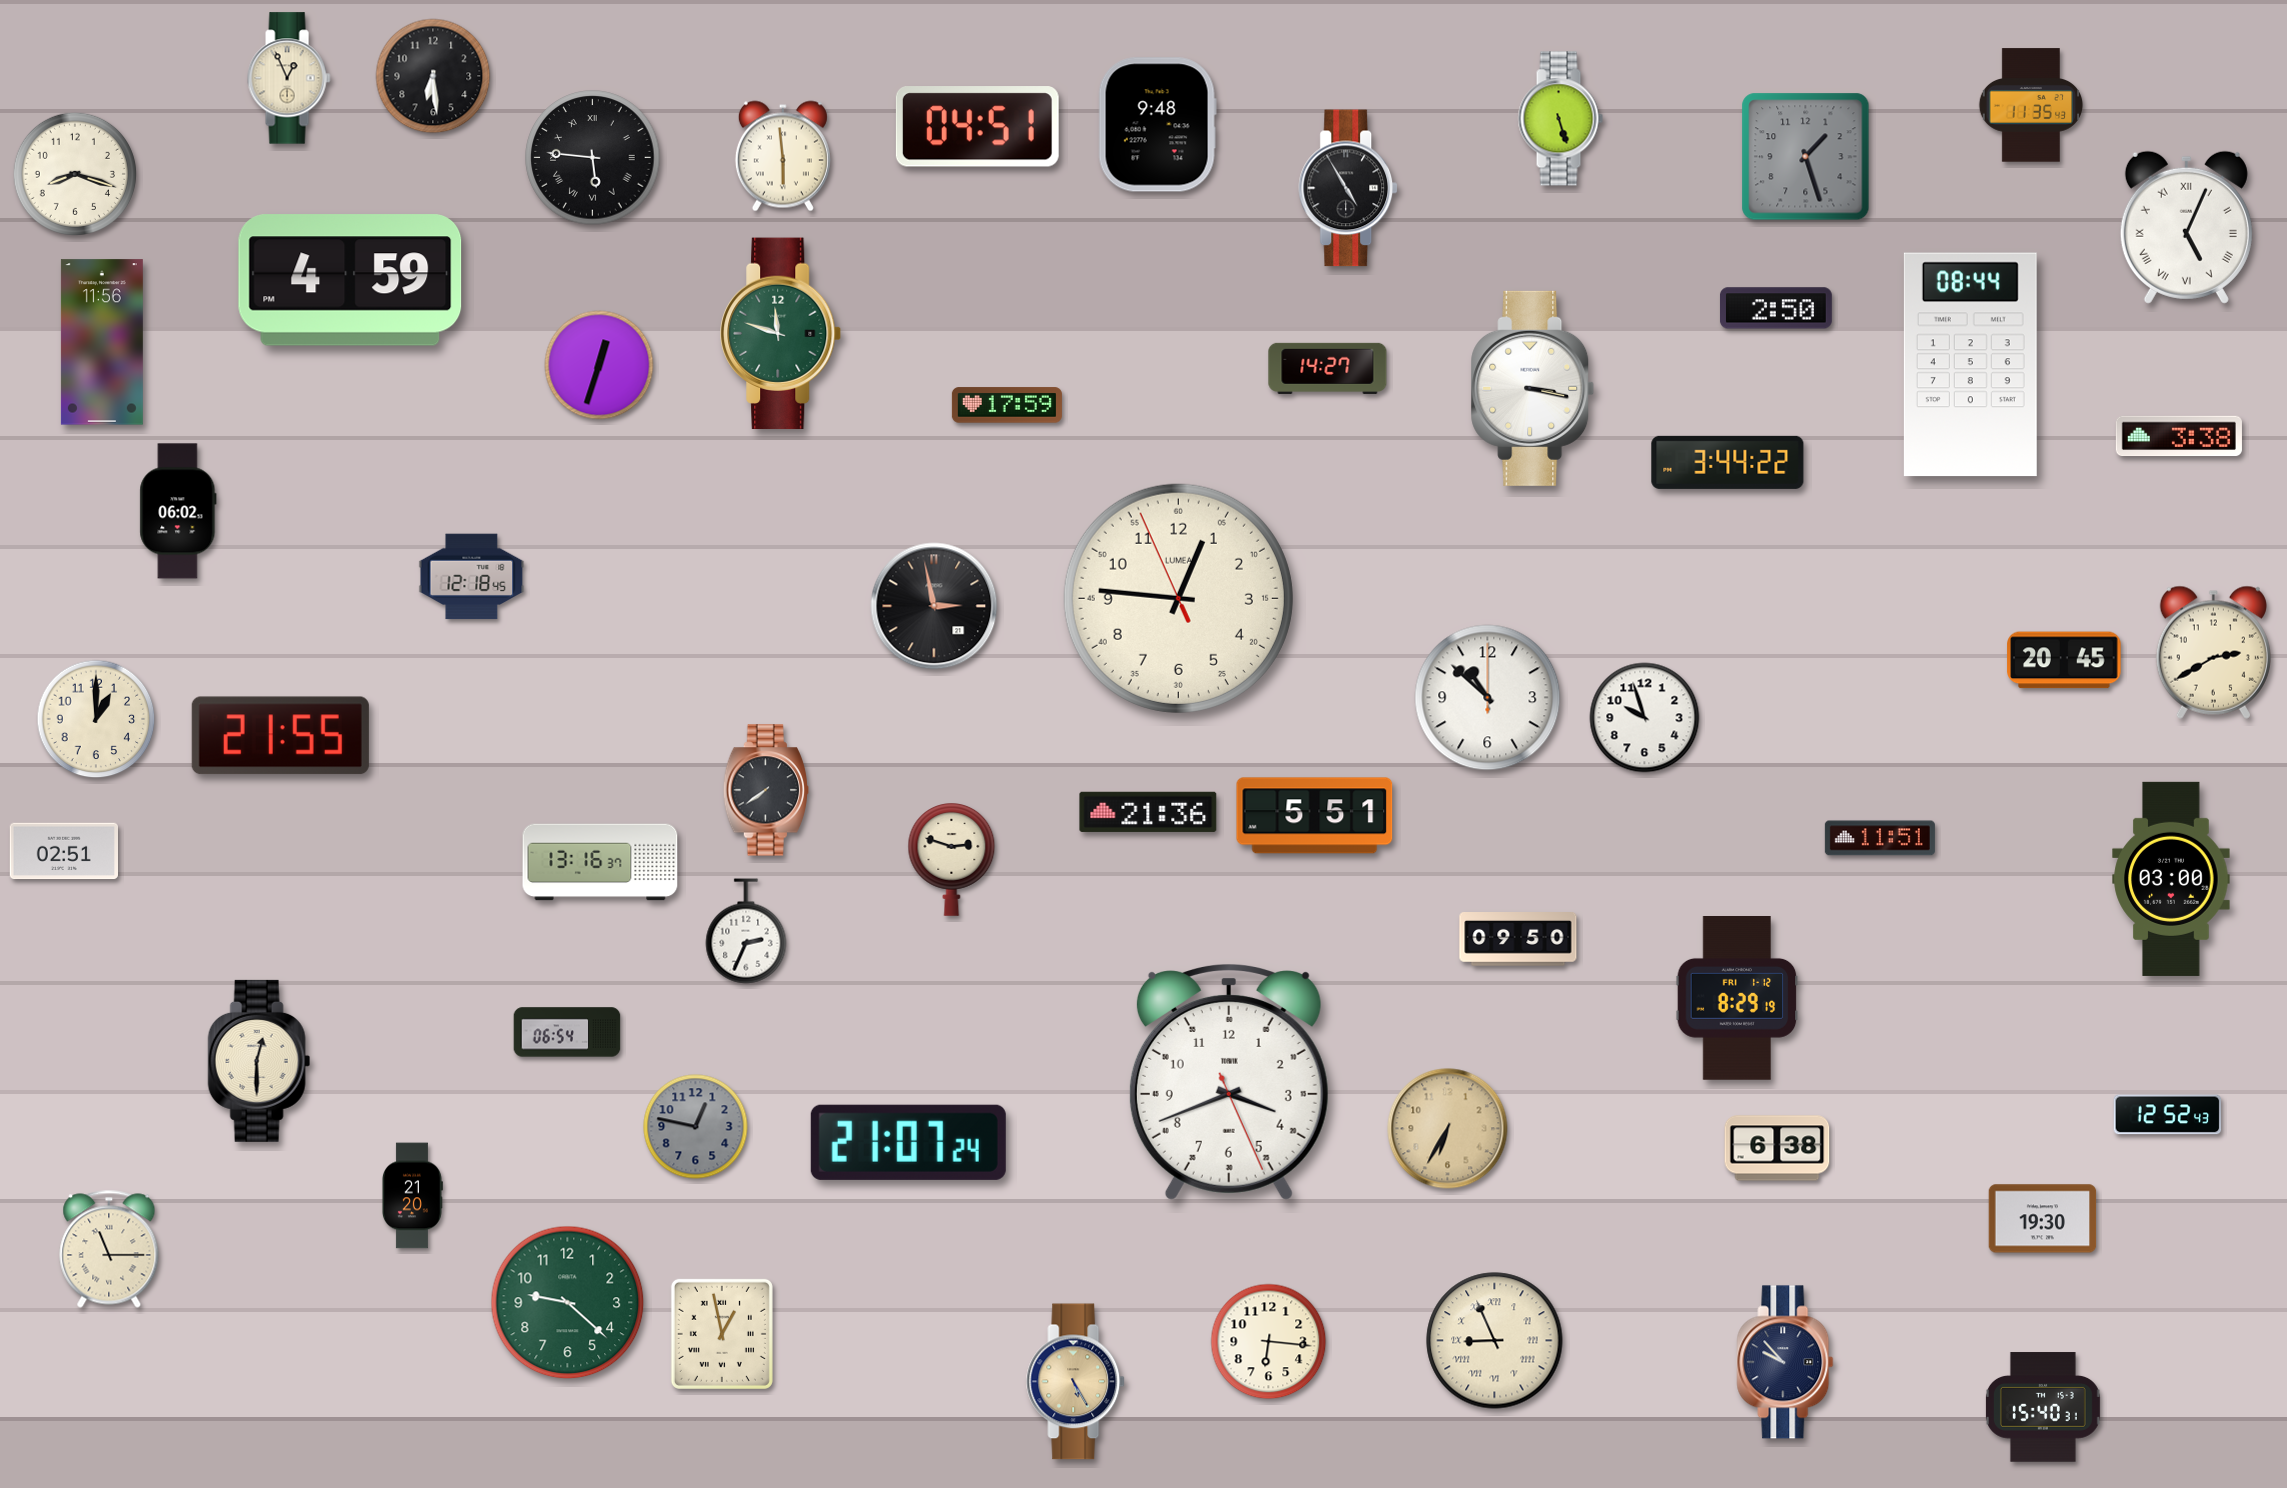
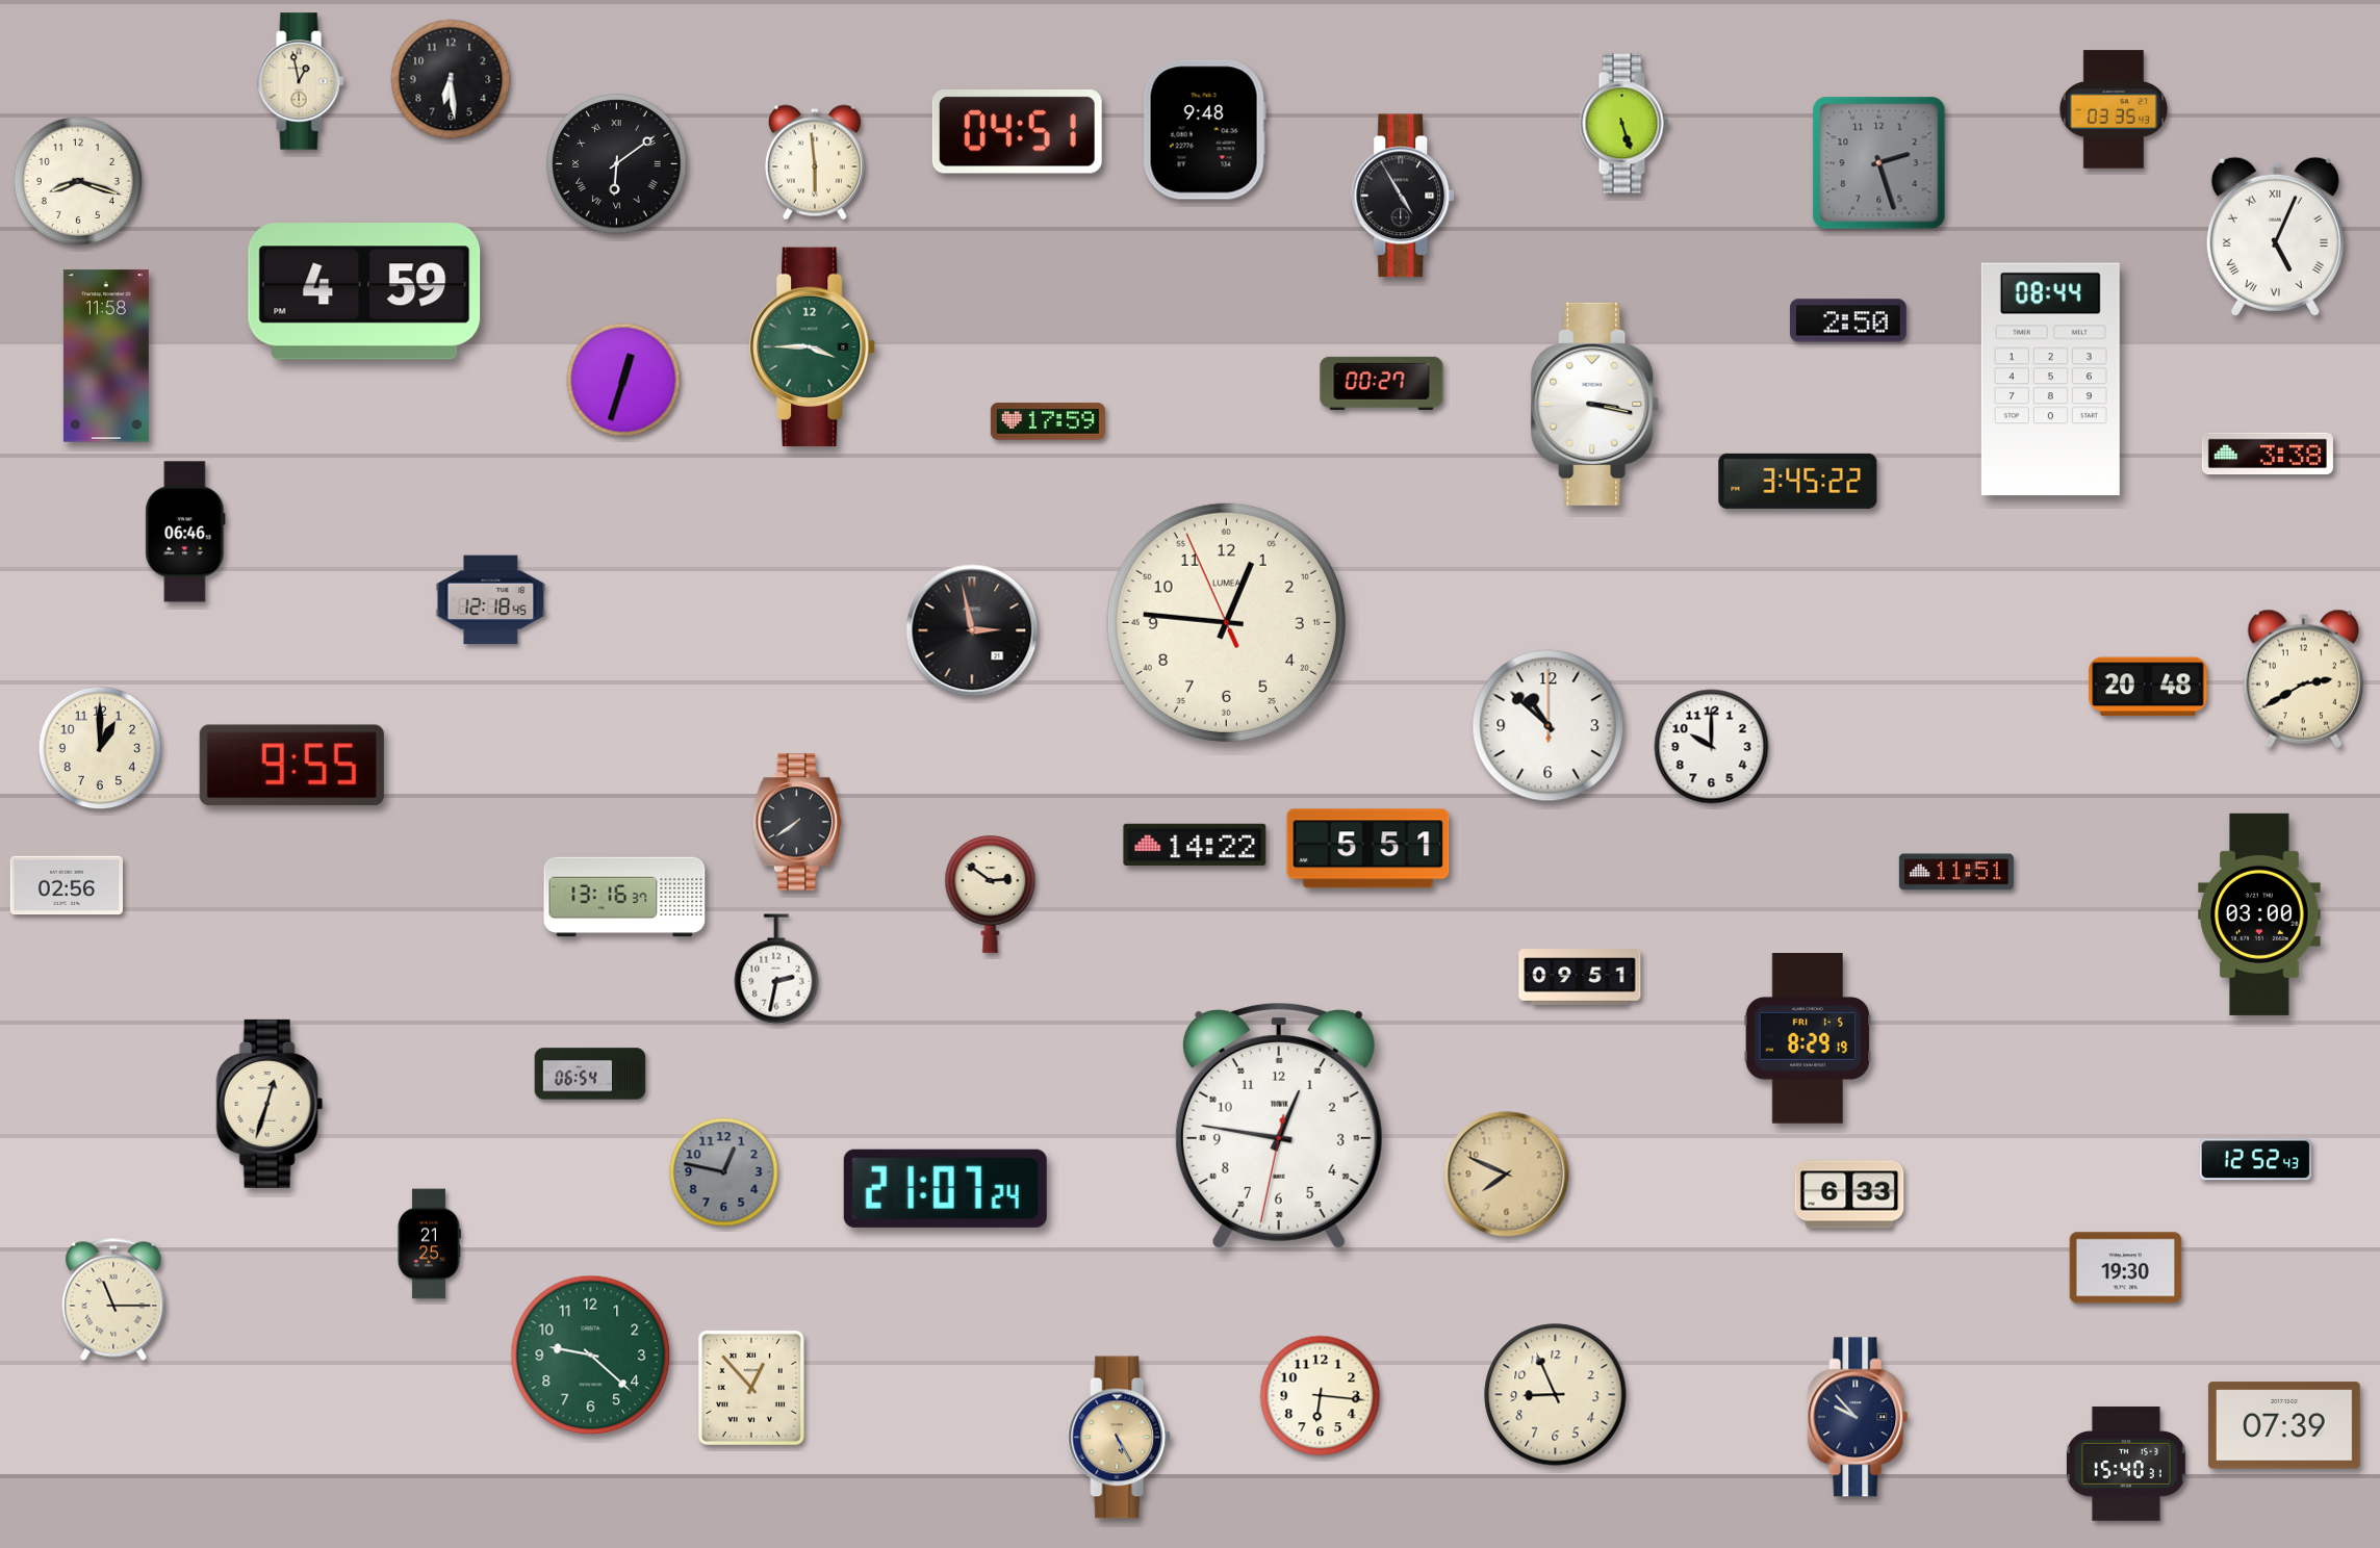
clock at (289, 78): 12:56 -> 12:58
clock at (2031, 105): 11:35 -> 03:35
clock at (1806, 157): 1:27 -> 2:27
clock at (593, 158): 5:46 -> 6:09
clock at (781, 334): 11:48 -> 3:45
clock at (102, 342): 11:56 -> 11:58
clock at (1328, 368): 14:27 -> 00:27
clock at (1728, 462): 3:44 -> 3:45
clock at (178, 511): 06:02 -> 06:46
clock at (2064, 660): 20:45 -> 20:48
clock at (1645, 718): 9:57 -> 10:00
clock at (280, 736): 21:55 -> 9:55
clock at (1148, 812): 21:36 -> 14:22
clock at (63, 851): 02:51 -> 02:56
clock at (952, 860): 2:48 -> 2:51
clock at (746, 931): 2:34 -> 2:32
clock at (1518, 939): 09:50 -> 09:51
clock at (1737, 998) date: FRI 1-12 -> FRI 1-5
clock at (259, 1061): 12:30 -> 12:33
clock at (1229, 1083): 3:41 -> 12:46
clock at (1448, 1129): 6:35 -> 7:49
clock at (1777, 1148): 6:38 -> 6:33
clock at (412, 1196): 21:20 -> 21:25
clock at (722, 1334): 12:58 -> 12:53
clock at (1495, 1341) numerals: Roman -> Arabic
clock at (2284, 1425): none -> 07:39
